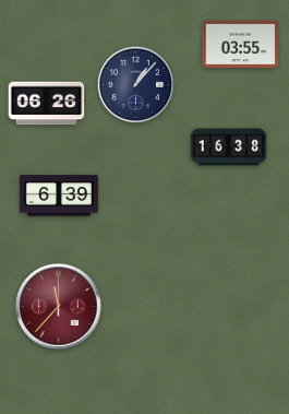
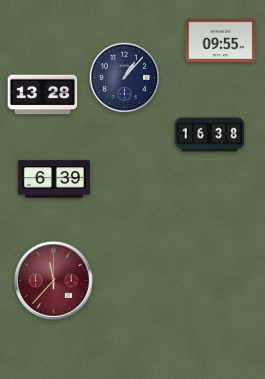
clock at (241, 44): 03:55 -> 09:55
clock at (47, 104): 06:26 -> 13:28
